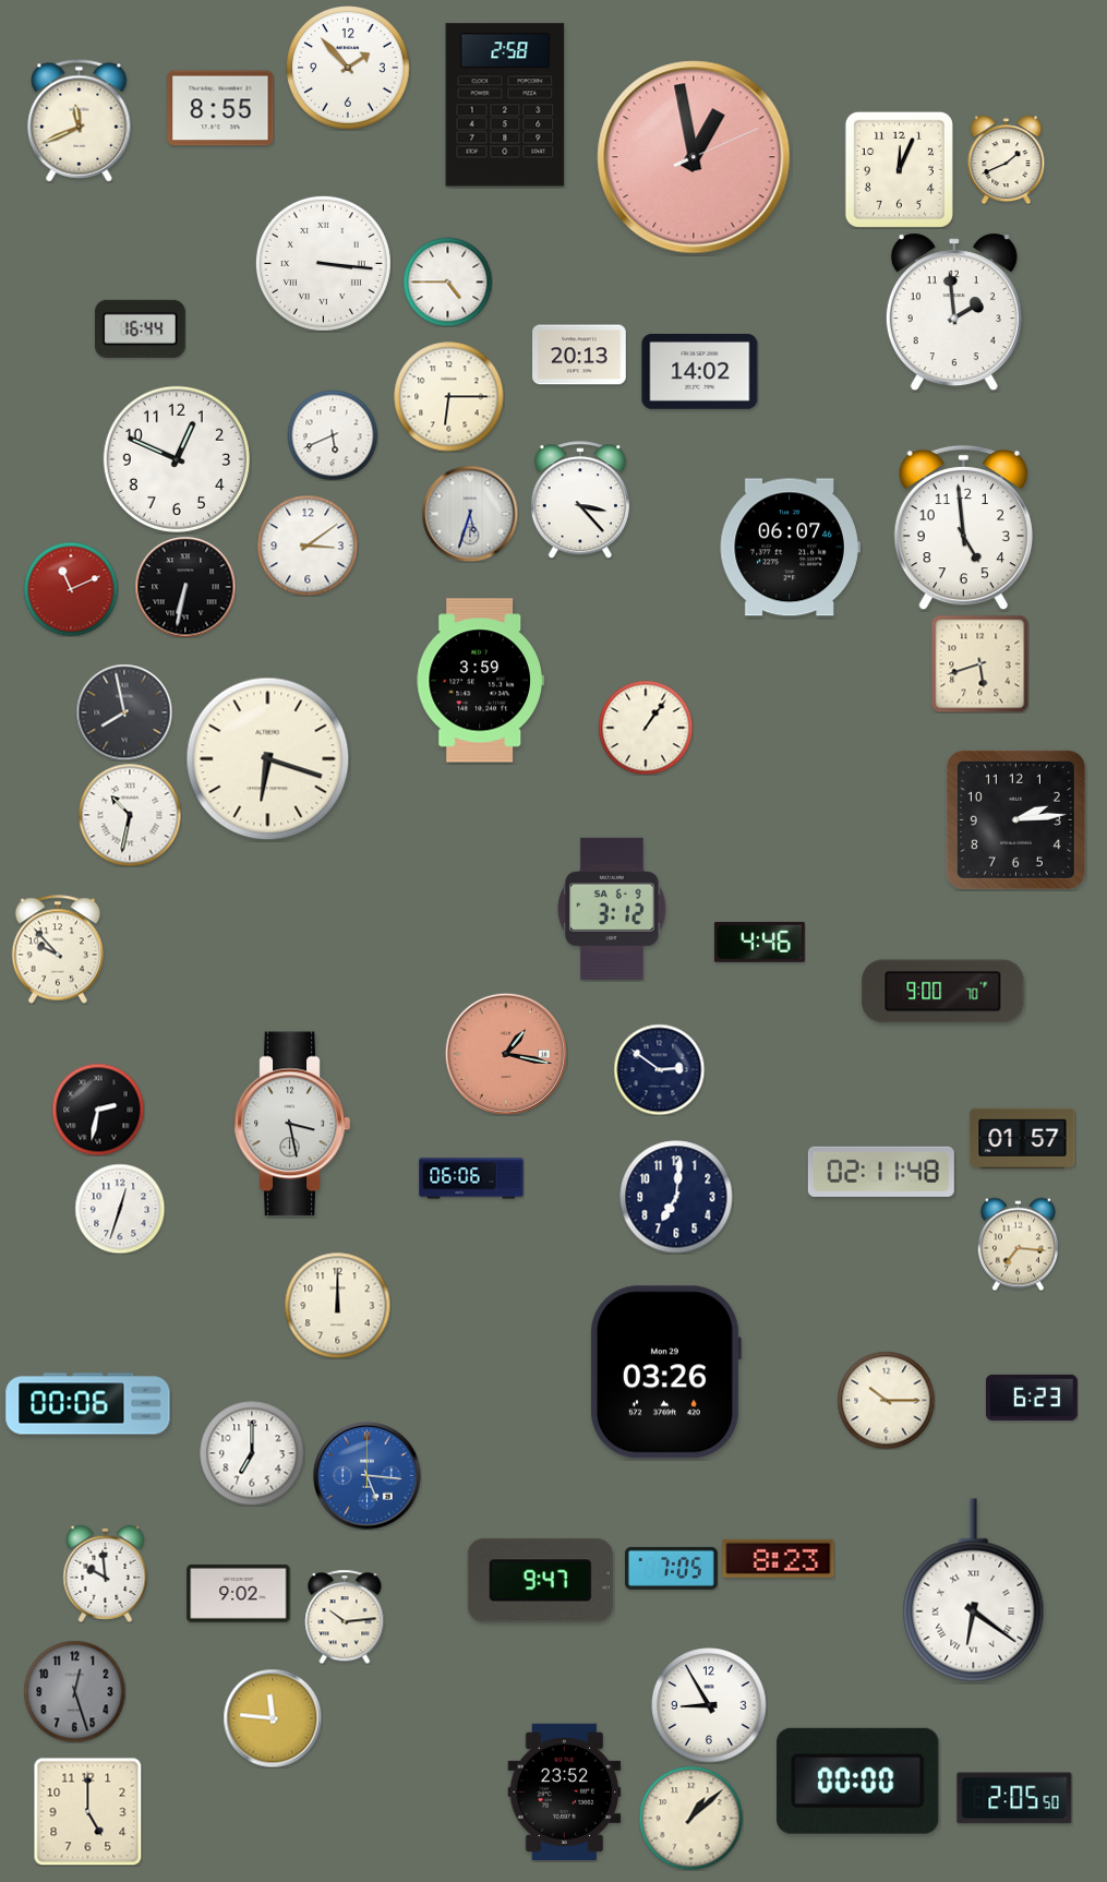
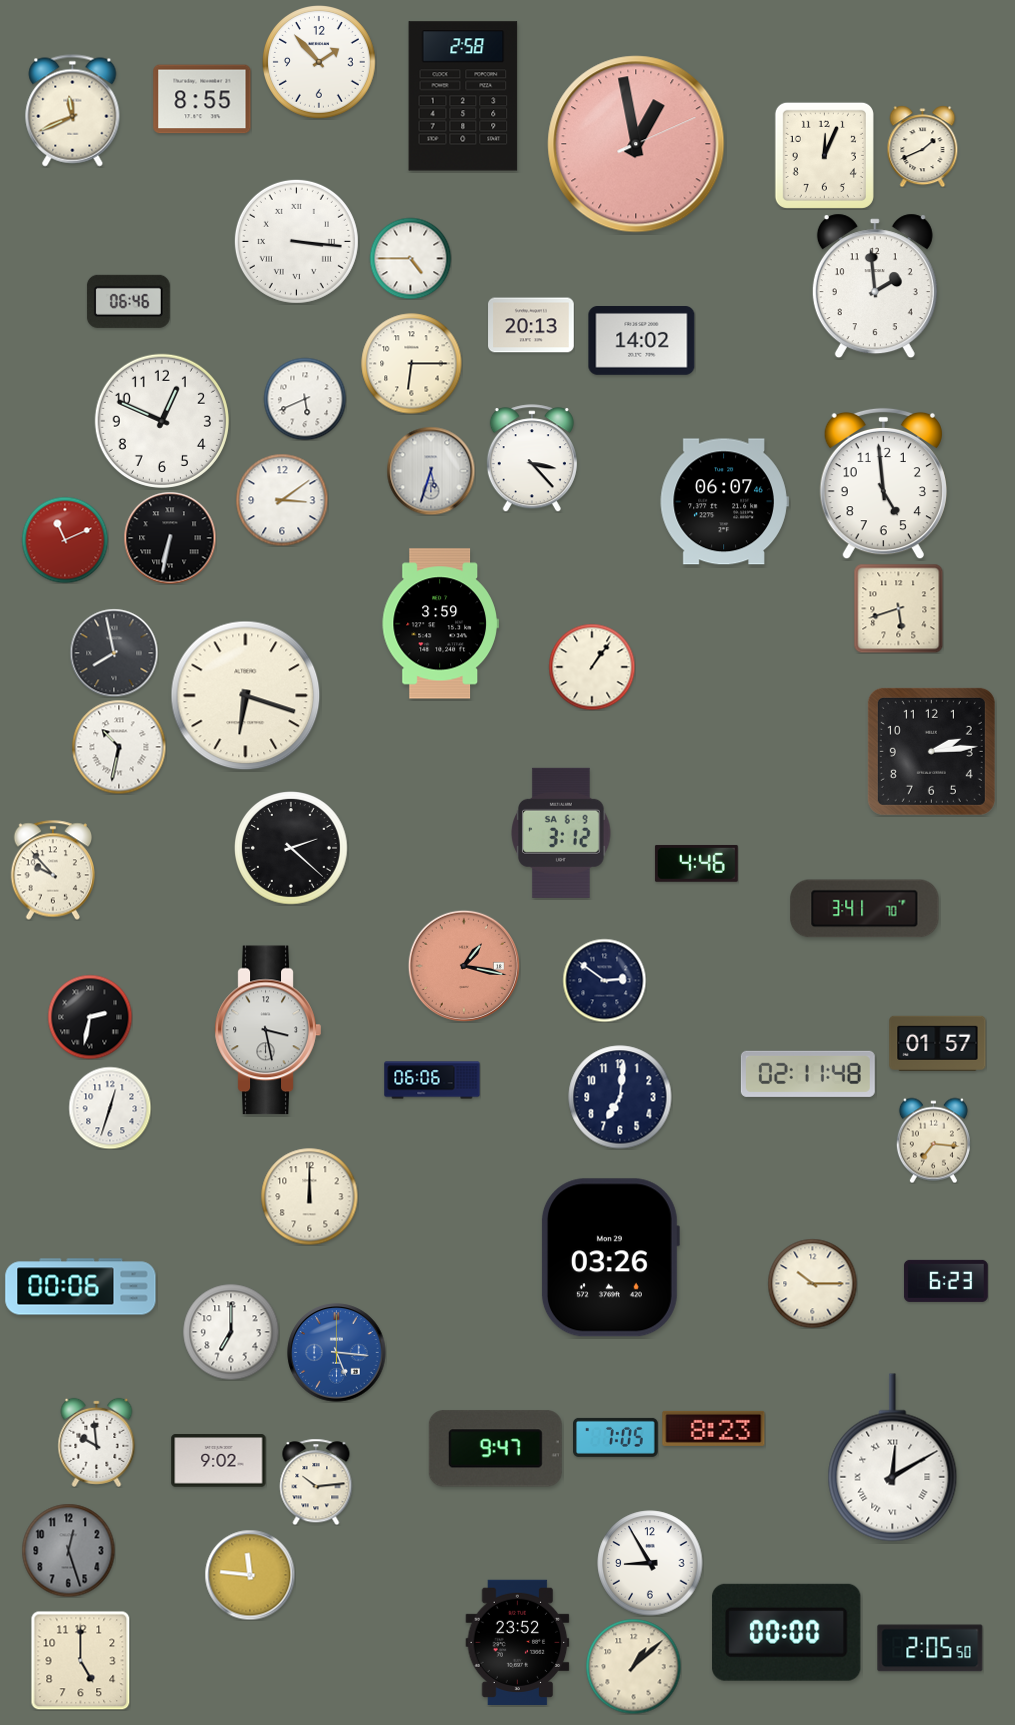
clock at (140, 328): 16:44 -> 06:46
clock at (292, 849): none -> 2:22
clock at (943, 992): 9:00 -> 3:41
clock at (974, 1591): 6:21 -> 12:10
